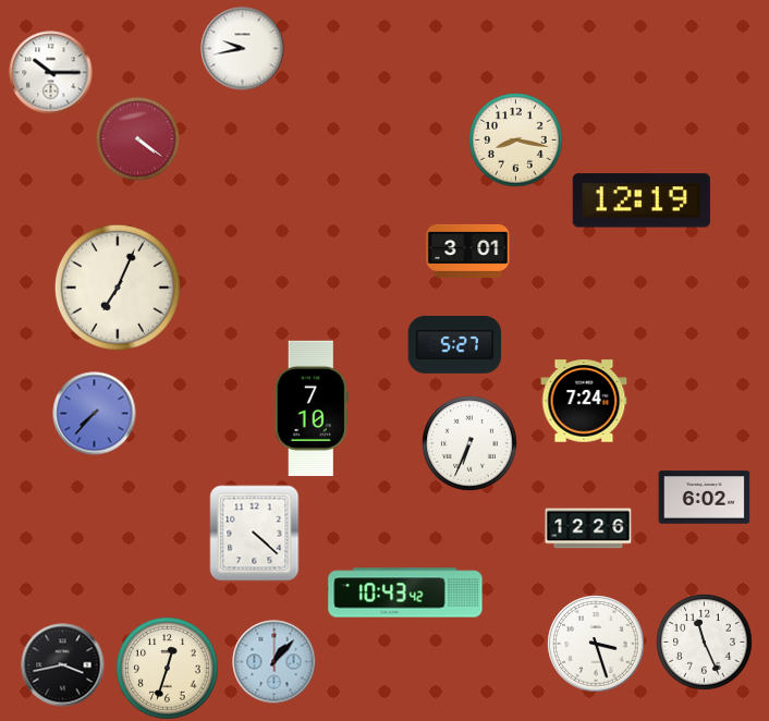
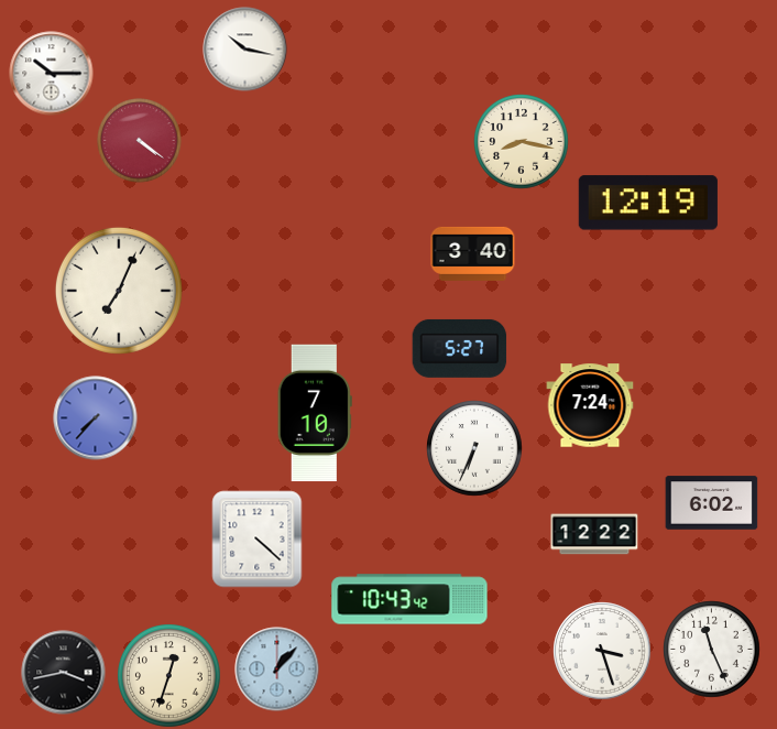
clock at (243, 49): 9:43 -> 10:17
clock at (468, 250): 3:01 -> 3:40
clock at (588, 528): 12:26 -> 12:22
